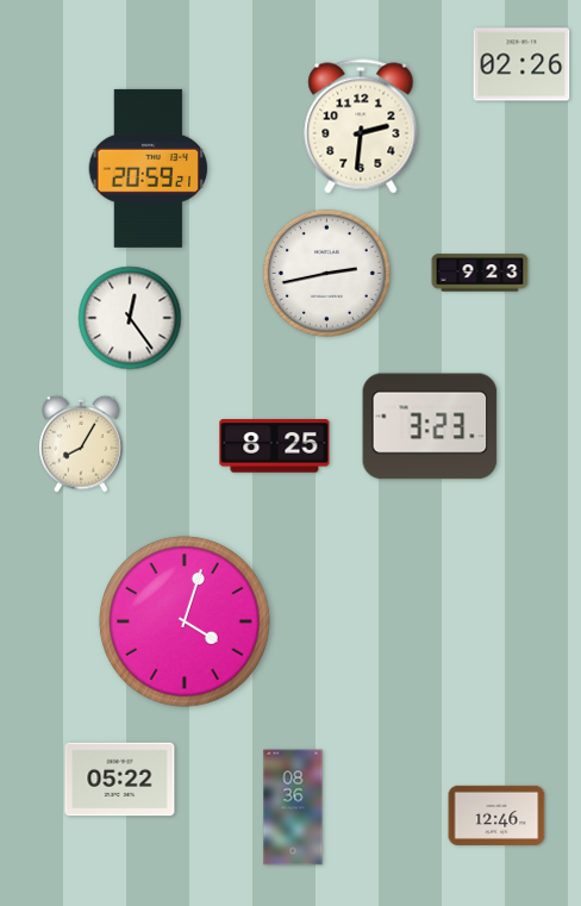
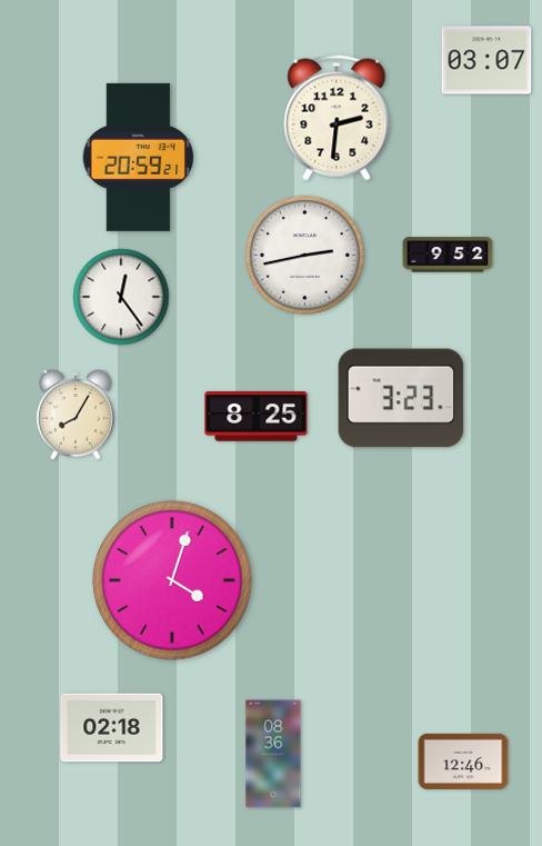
clock at (521, 64): 02:26 -> 03:07
clock at (480, 273): 9:23 -> 9:52
clock at (120, 780): 05:22 -> 02:18
